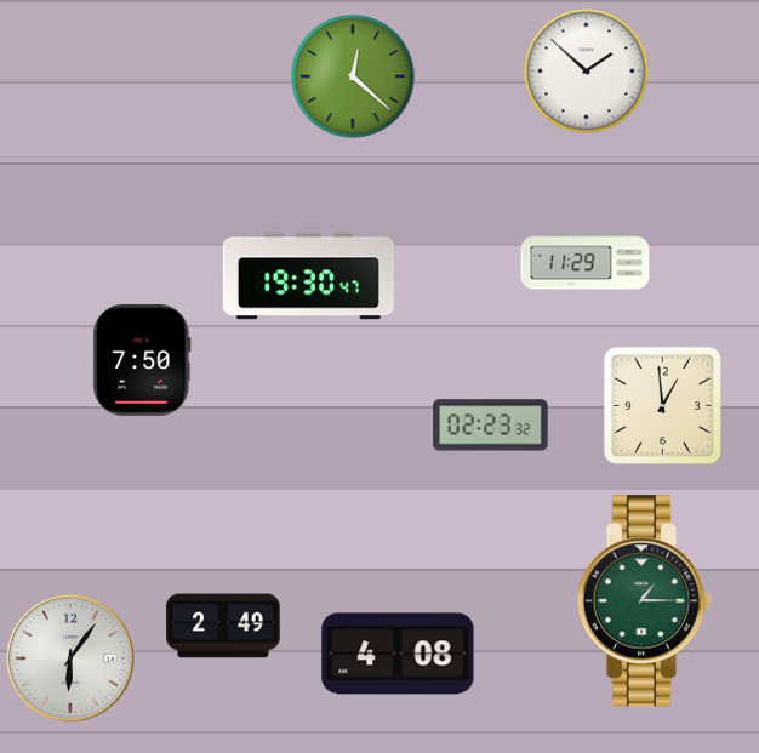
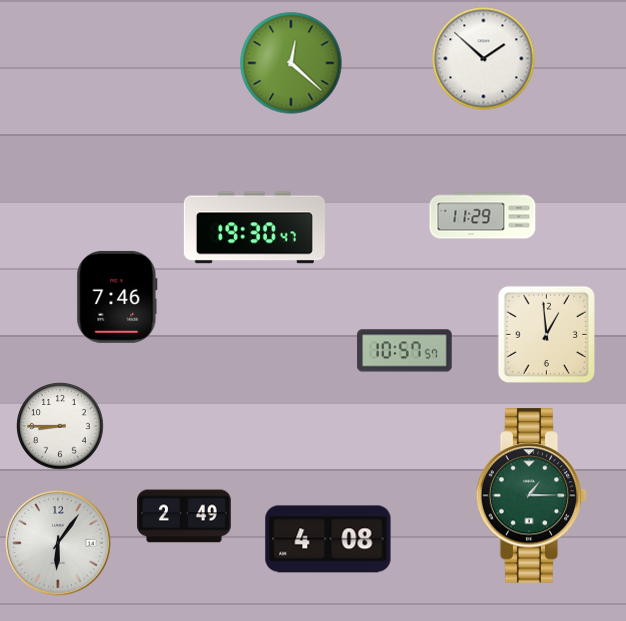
clock at (142, 360): 7:50 -> 7:46
clock at (491, 426): 02:23 -> 10:57
clock at (60, 426): none -> 8:45
